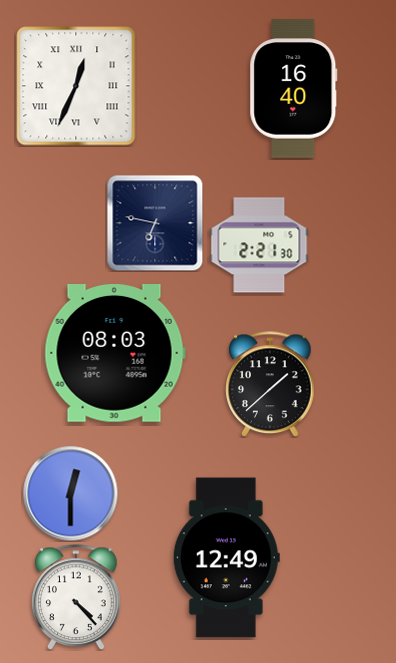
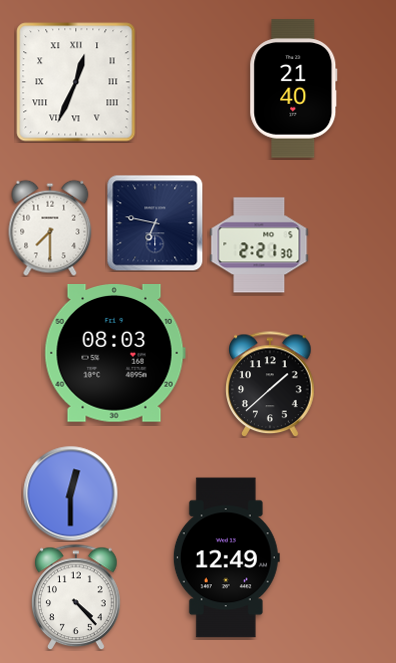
clock at (76, 86) position: (76, 86) -> (76, 82)
clock at (294, 89): 16:40 -> 21:40
clock at (50, 228): none -> 7:30
